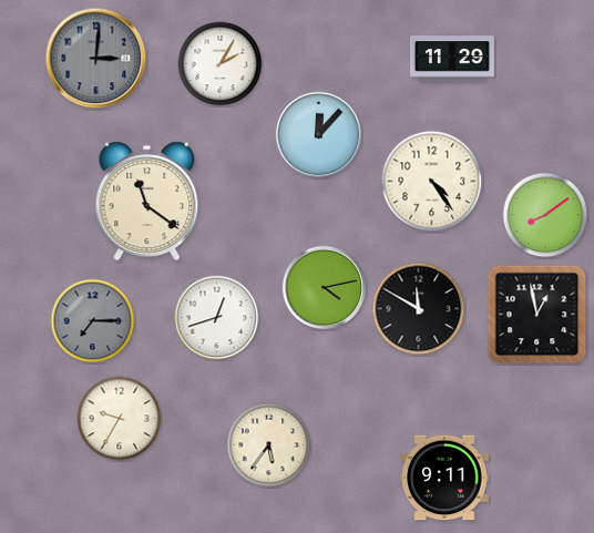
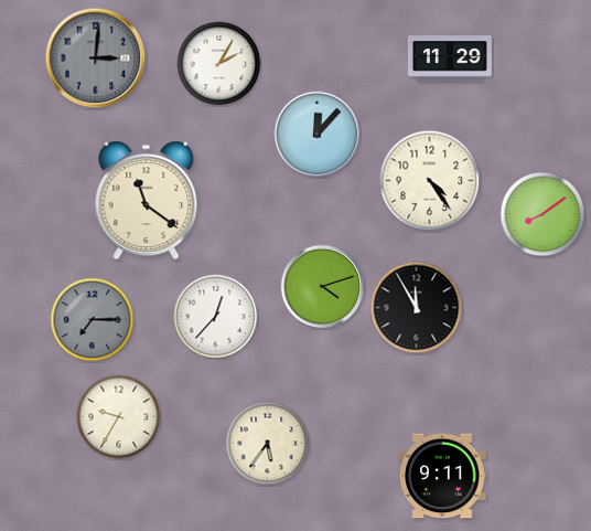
clock at (325, 288): 4:13 -> 4:12
clock at (419, 309): 11:50 -> 11:55
clock at (537, 315): 12:58 -> none
clock at (217, 318): 12:42 -> 12:37
